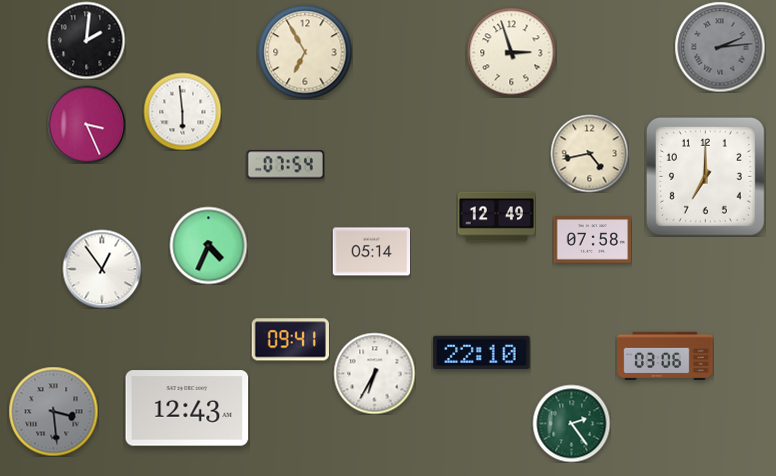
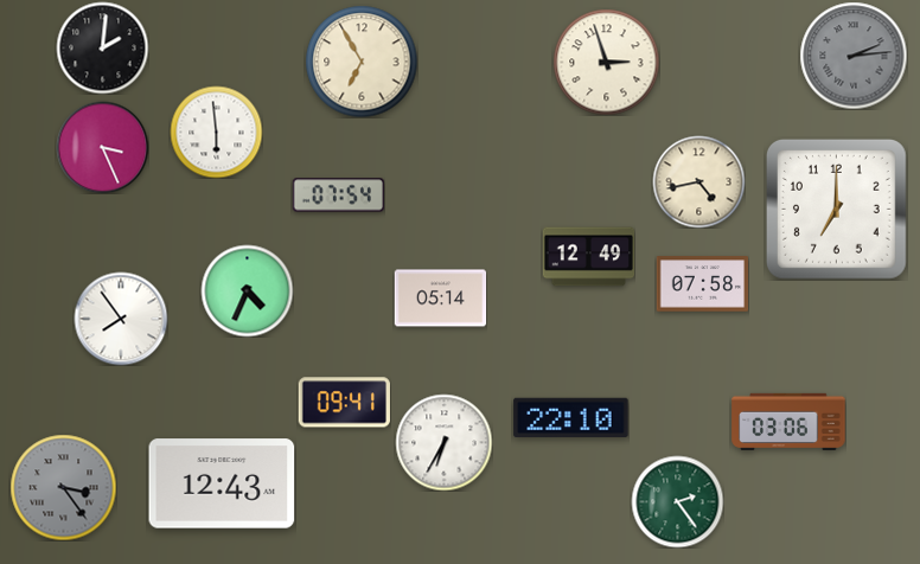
clock at (102, 269): 12:54 -> 7:54
clock at (53, 411): 3:29 -> 3:24
